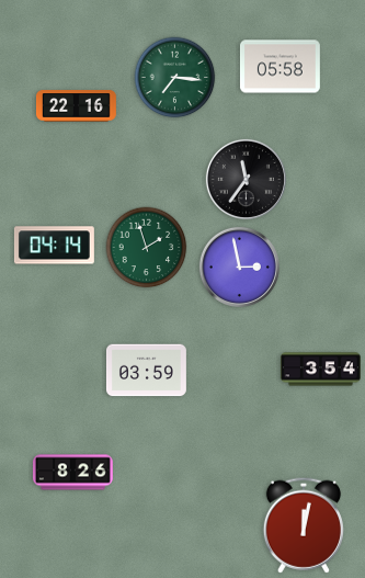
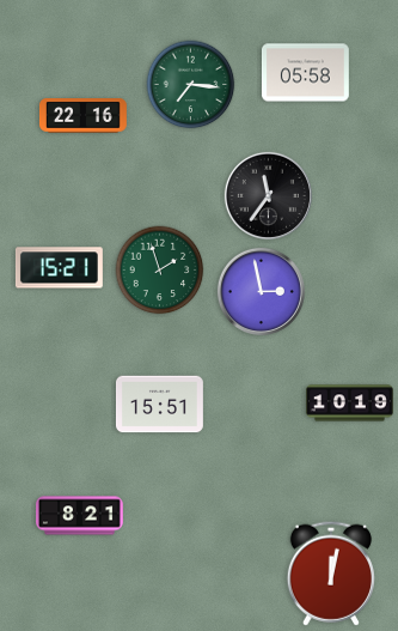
clock at (54, 246): 04:14 -> 15:21
clock at (321, 370): 3:54 -> 10:19
clock at (146, 371): 03:59 -> 15:51
clock at (73, 473): 8:26 -> 8:21
